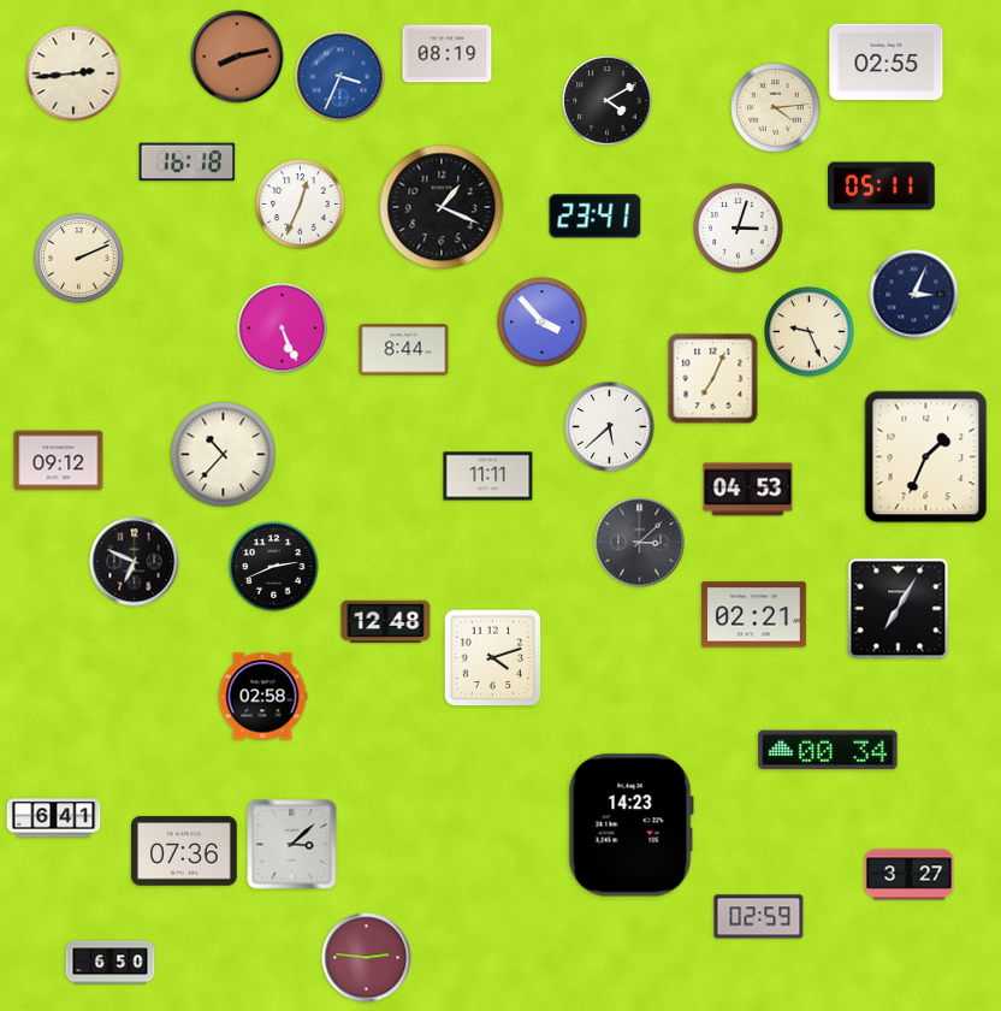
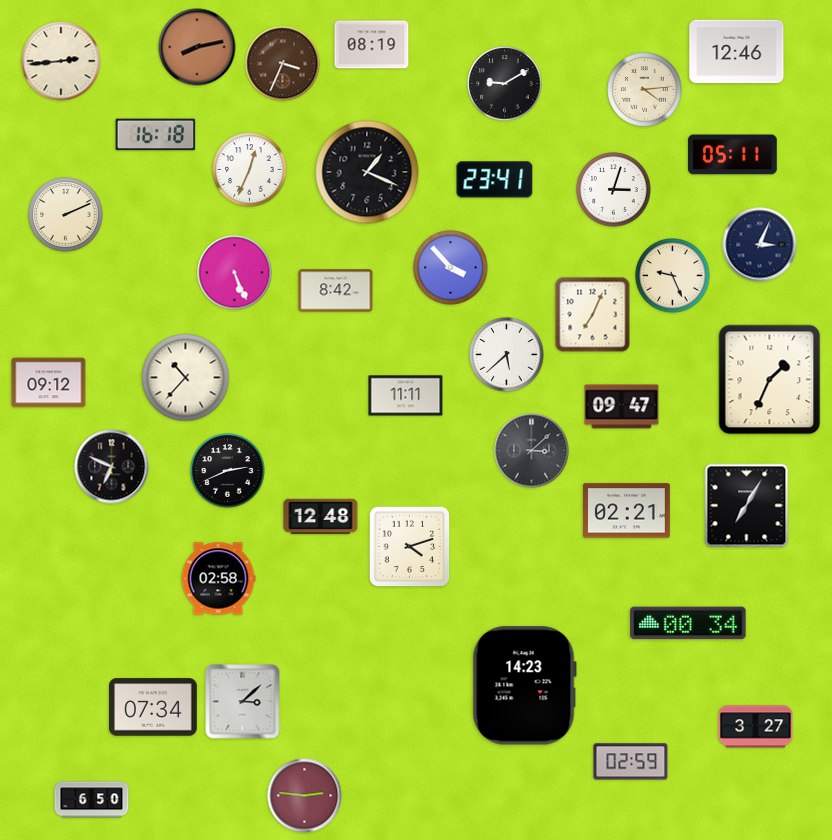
clock at (887, 63): 02:55 -> 12:46
clock at (340, 77) dial: blue -> brown
clock at (608, 101): 4:10 -> 9:10
clock at (404, 350): 8:44 -> 8:42
clock at (748, 490): 04:53 -> 09:47
clock at (54, 818): 6:41 -> none
clock at (185, 851): 07:36 -> 07:34
